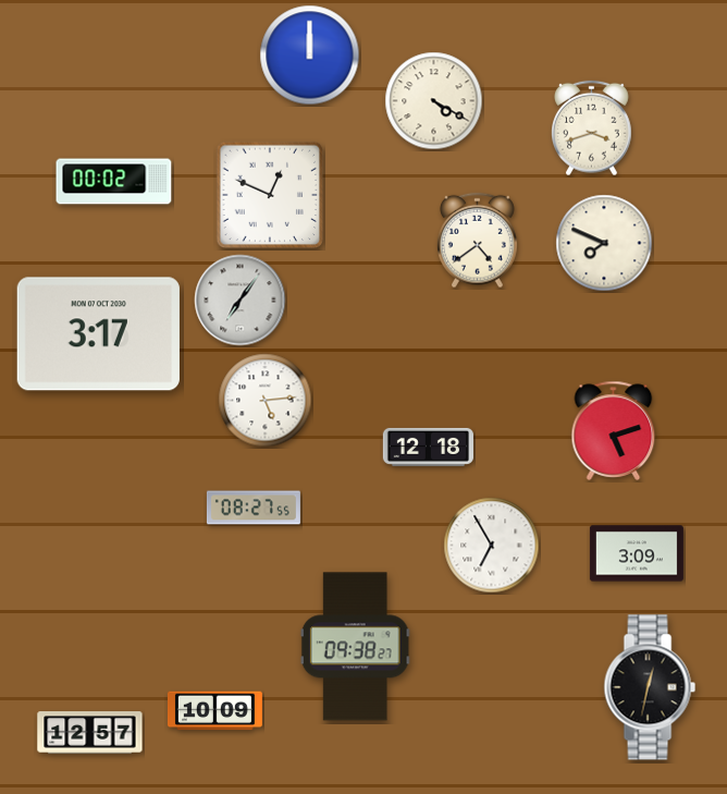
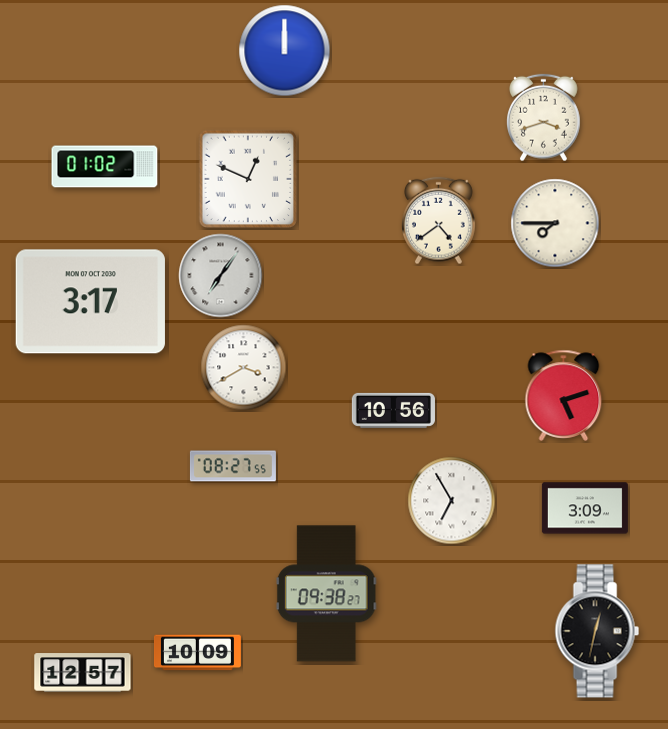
clock at (434, 101): 4:20 -> none
clock at (114, 182): 00:02 -> 01:02
clock at (604, 243): 7:49 -> 7:45
clock at (98, 334) position: (98, 334) -> (90, 302)
clock at (266, 401): 5:14 -> 3:40
clock at (428, 447): 12:18 -> 10:56
